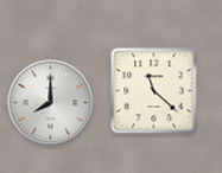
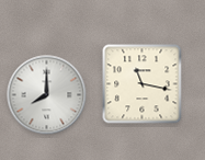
clock at (154, 91): 11:22 -> 11:17
